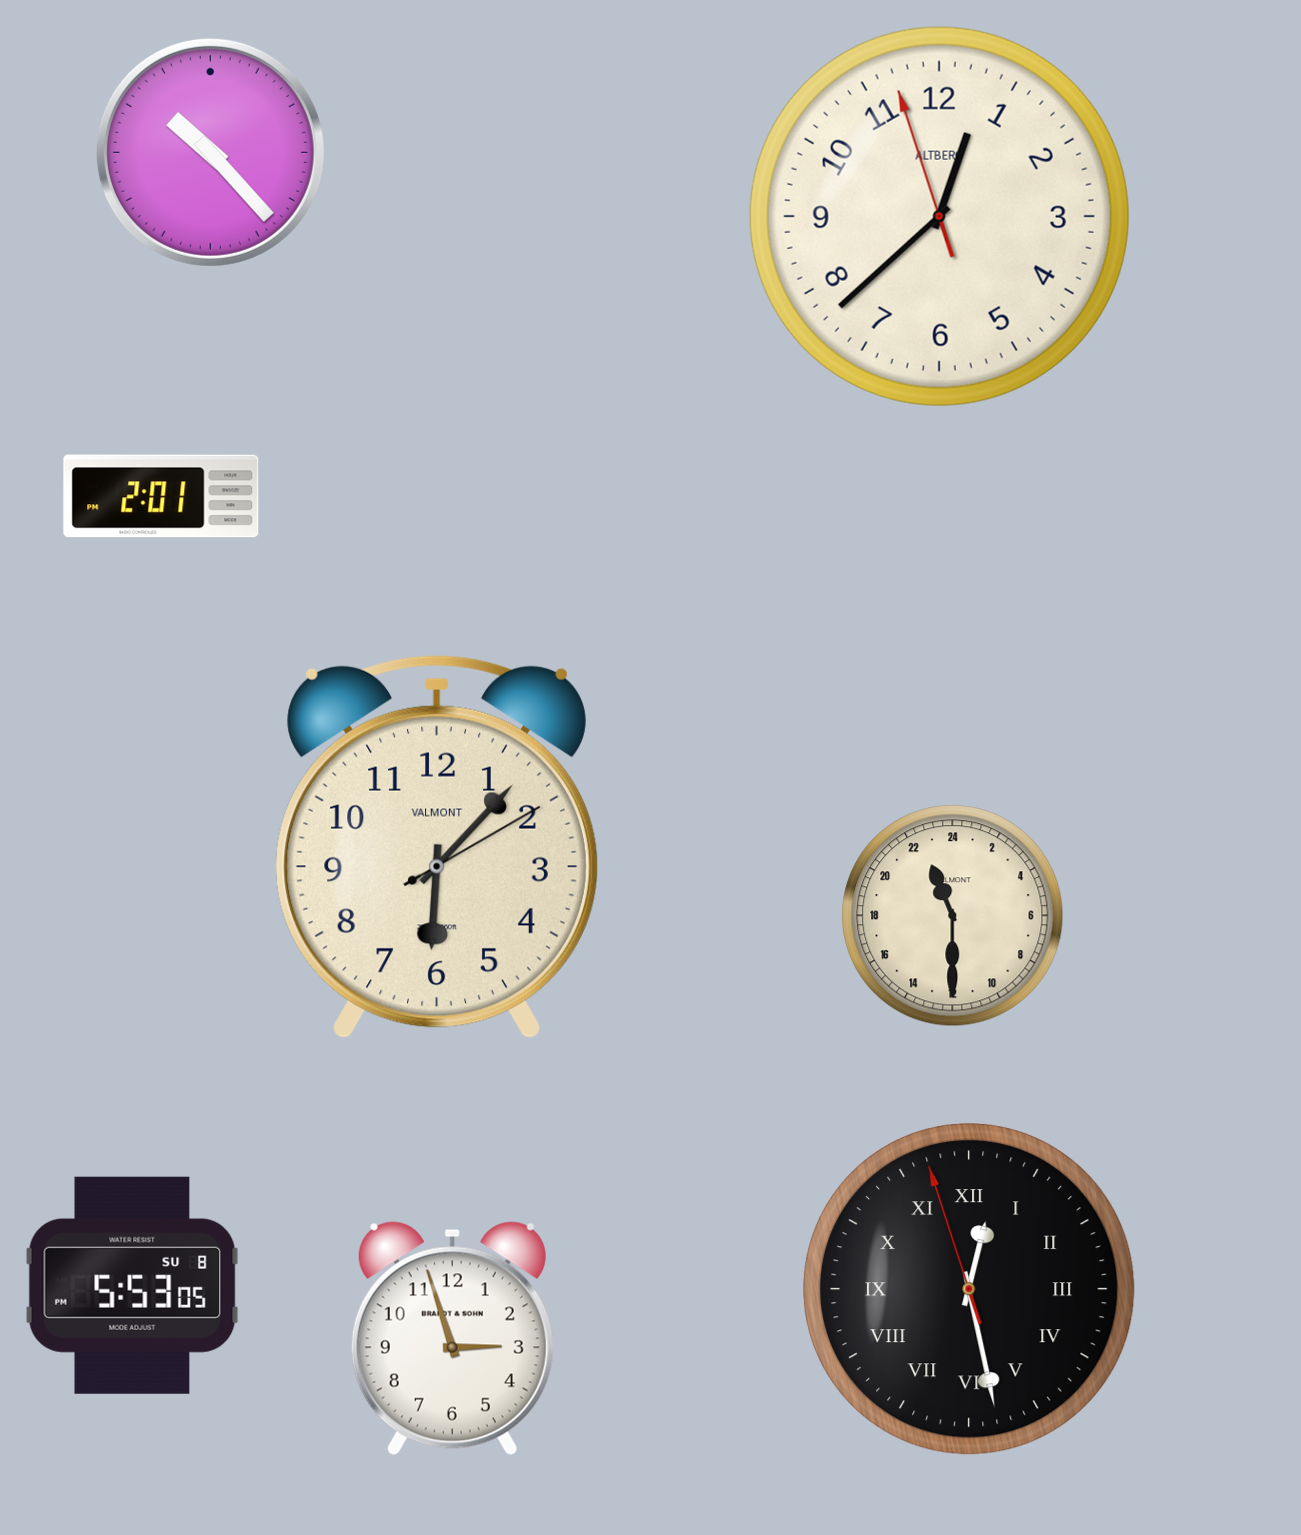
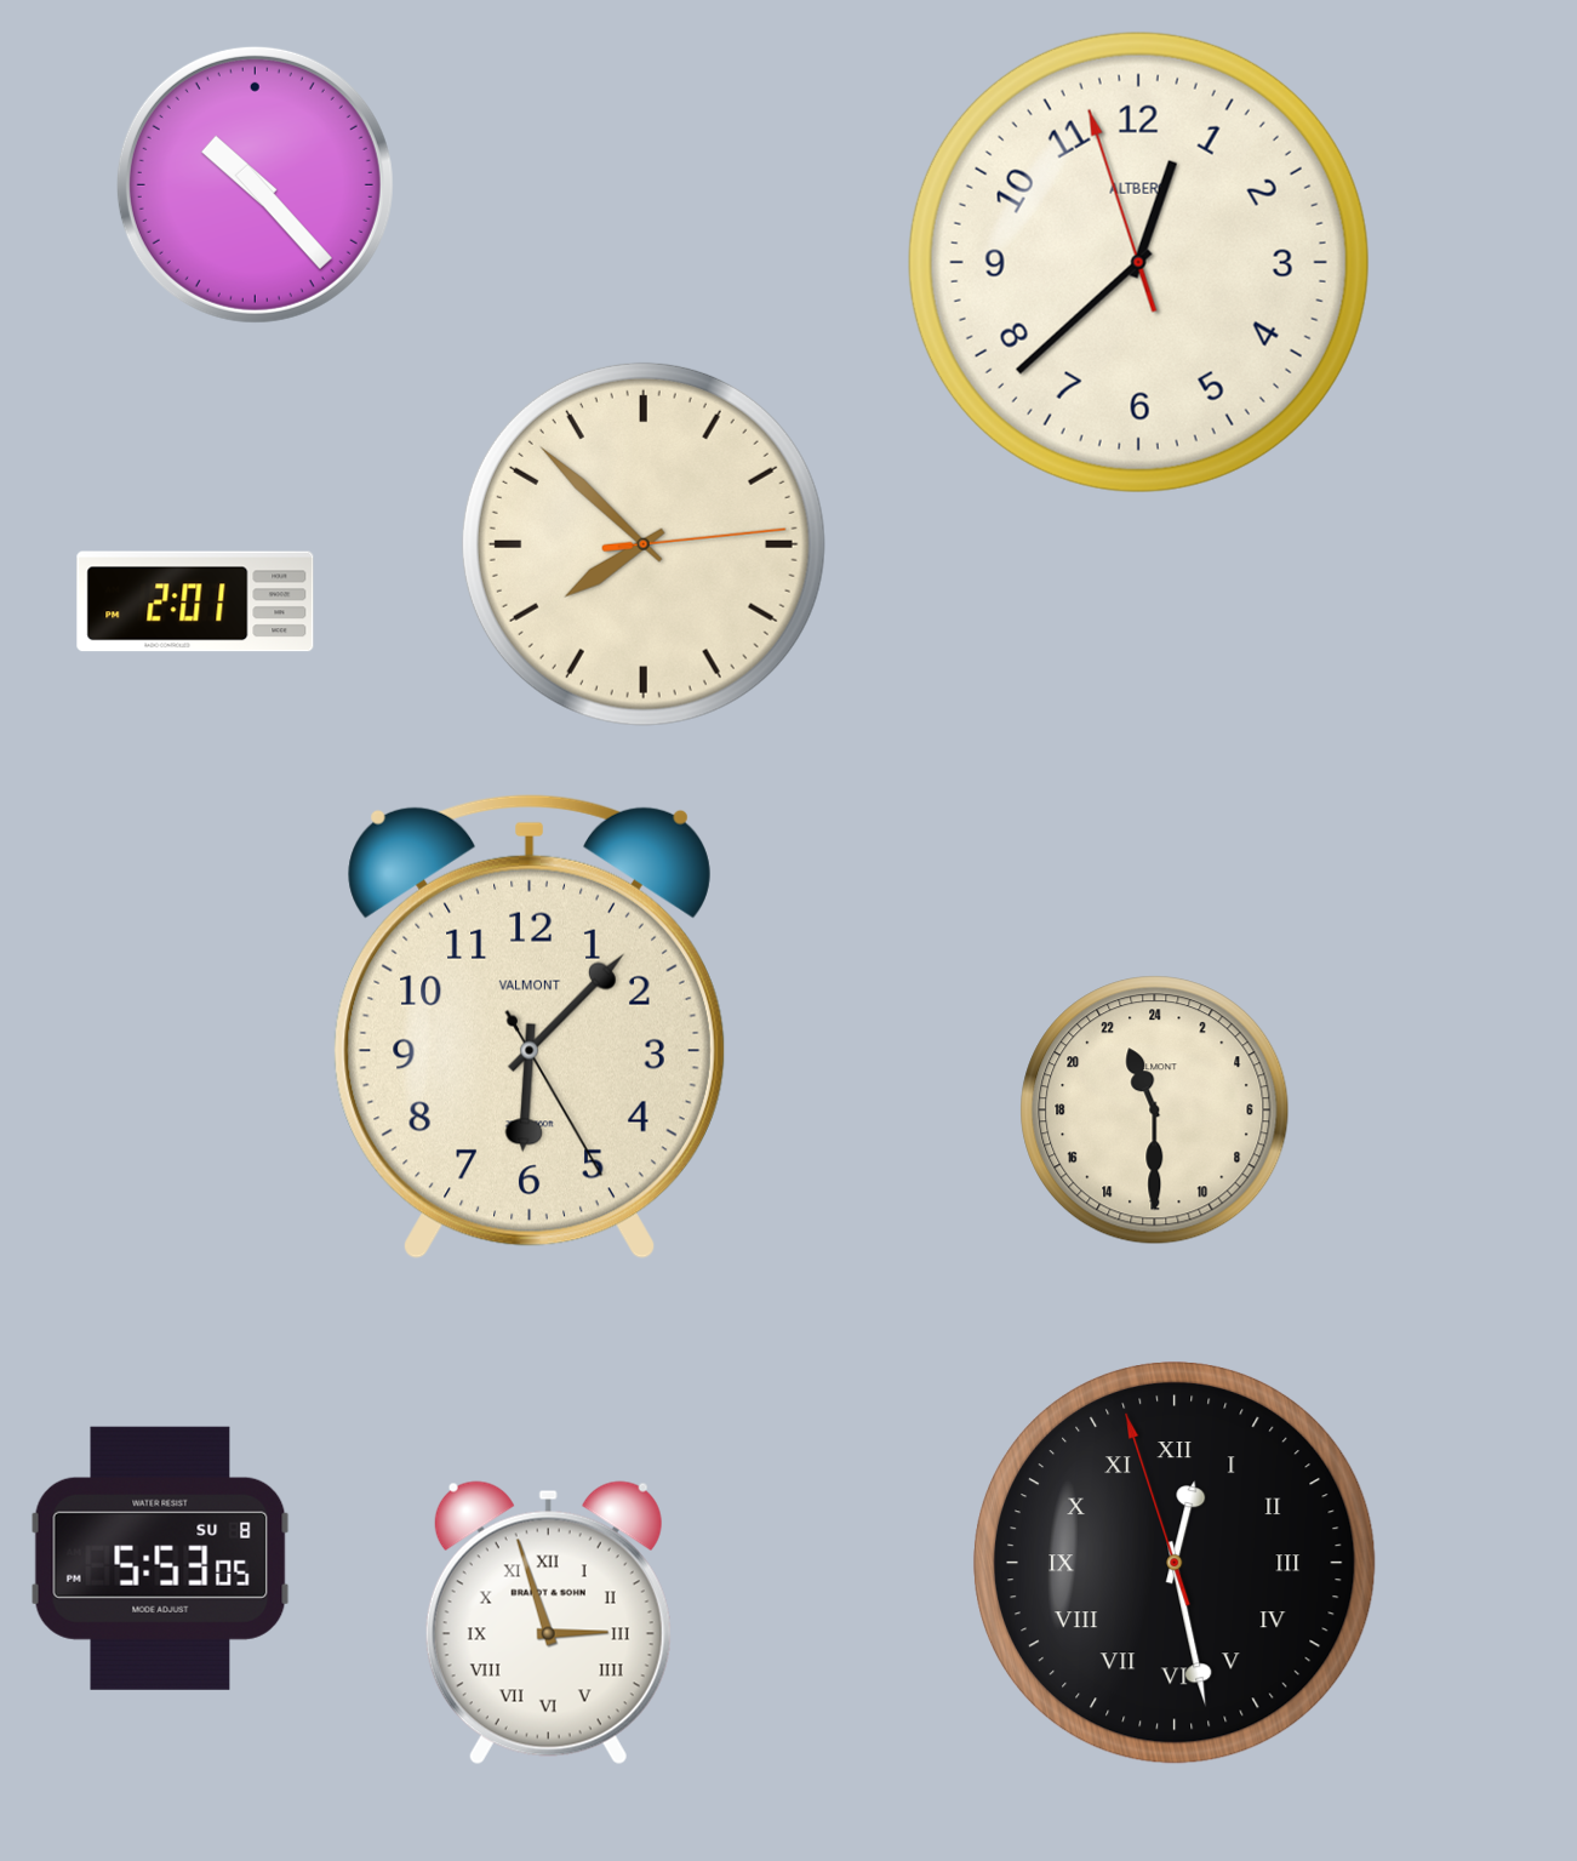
clock at (644, 544): none -> 7:52
clock at (437, 847): 6:07:10 -> 6:07:25
clock at (452, 1339) numerals: Arabic -> Roman
